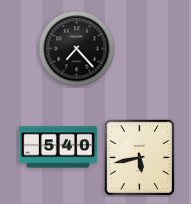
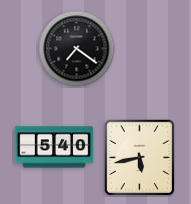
clock at (77, 49): 7:23 -> 7:21
clock at (58, 147) position: (58, 147) -> (54, 147)
